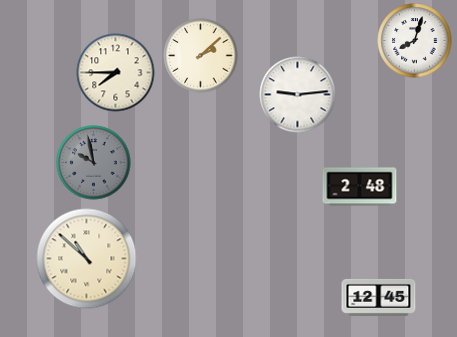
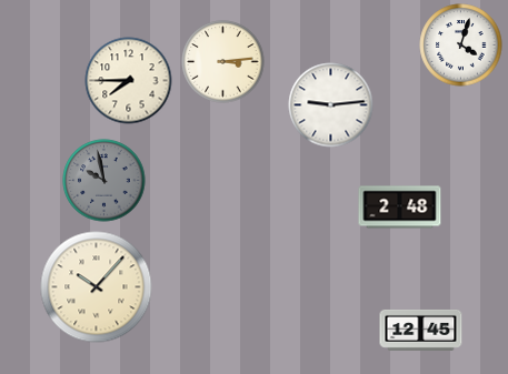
clock at (415, 41): 8:03 -> 4:03
clock at (201, 56): 2:08 -> 3:14
clock at (87, 259): 10:52 -> 10:07
